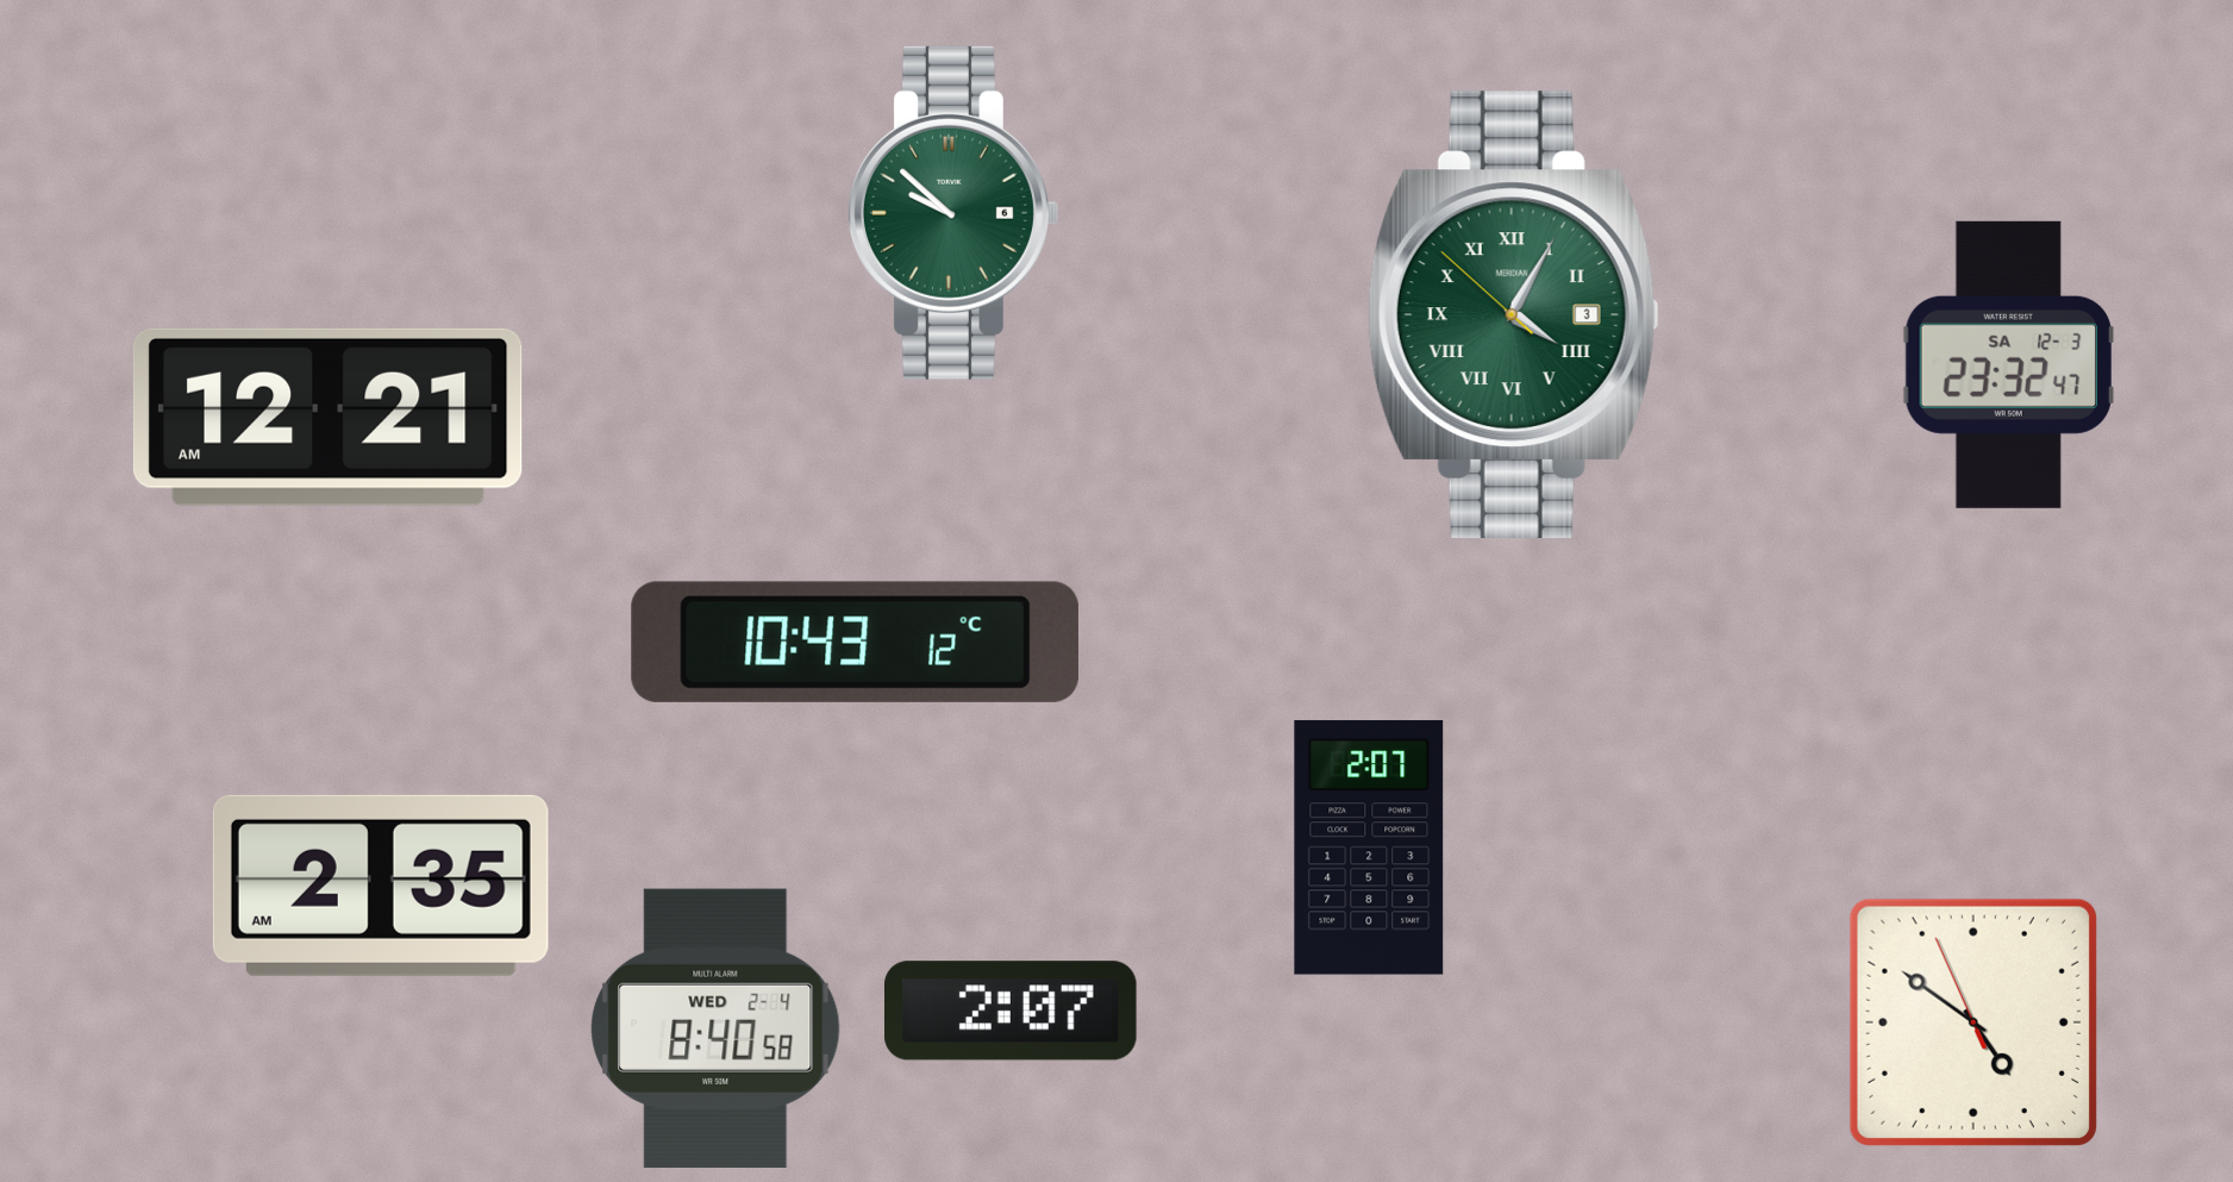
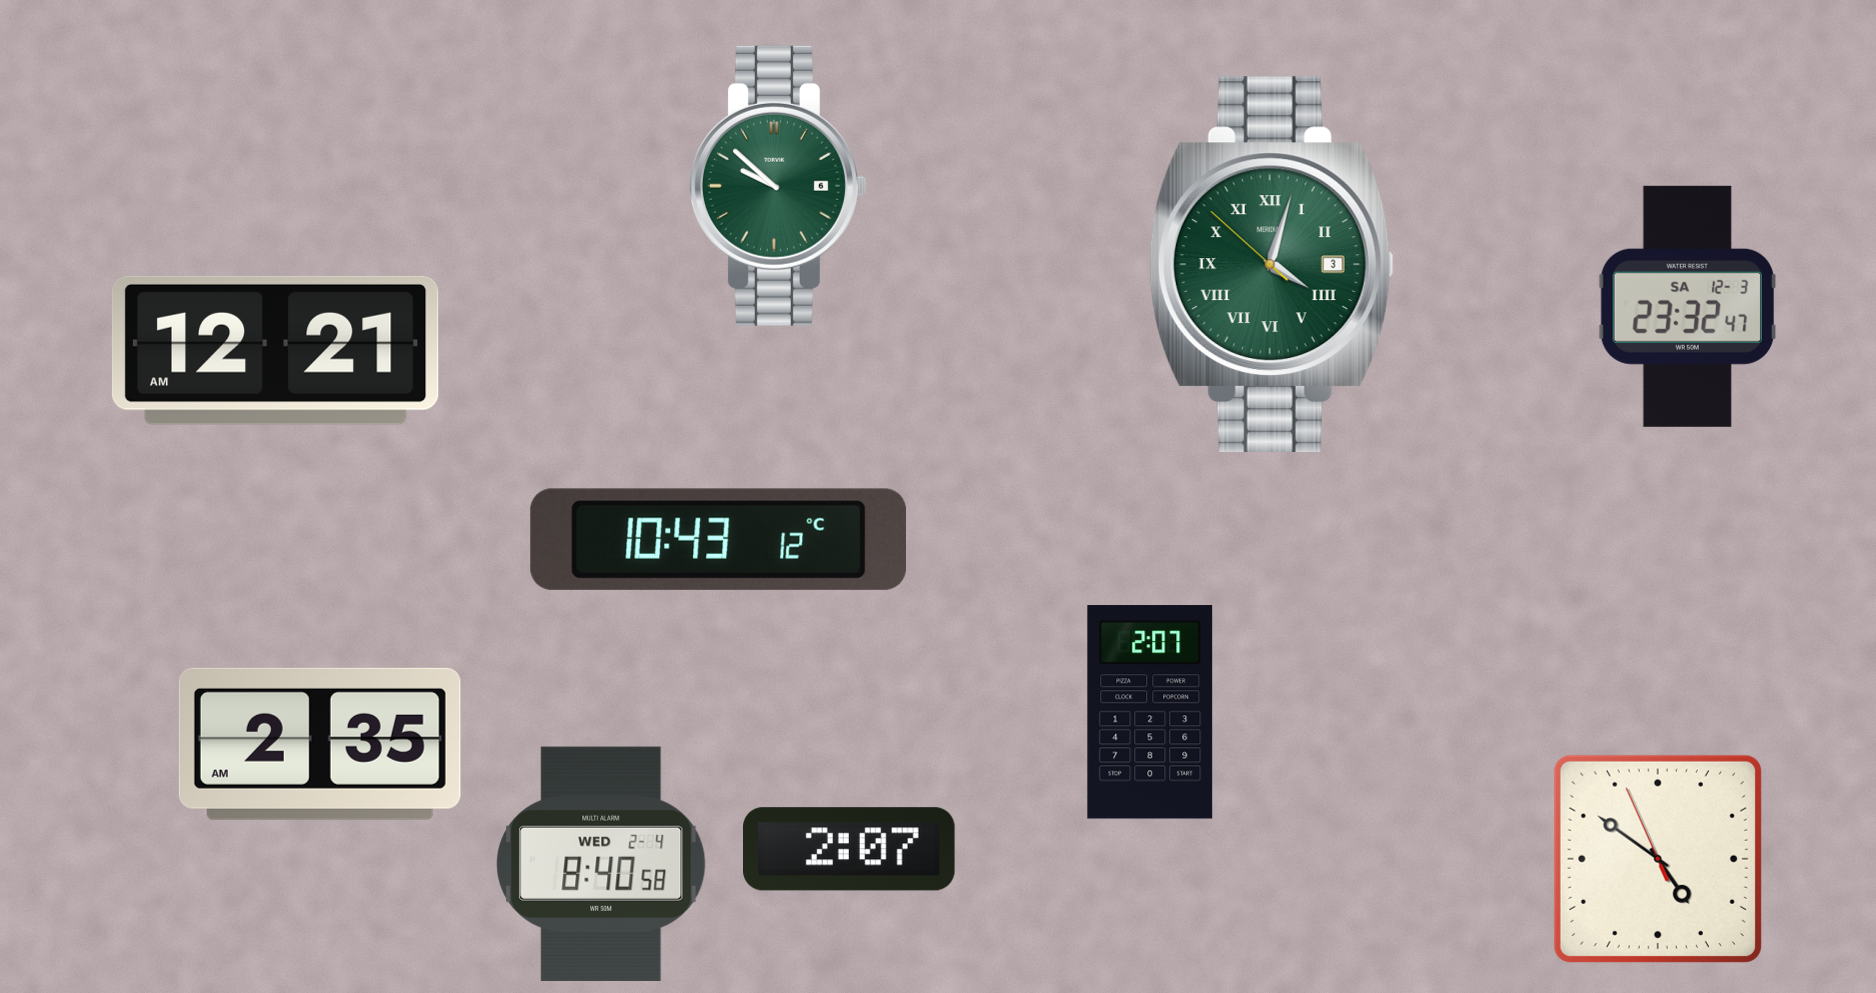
clock at (952, 213) position: (952, 213) -> (777, 186)
clock at (1513, 314): 4:04 -> 4:02
